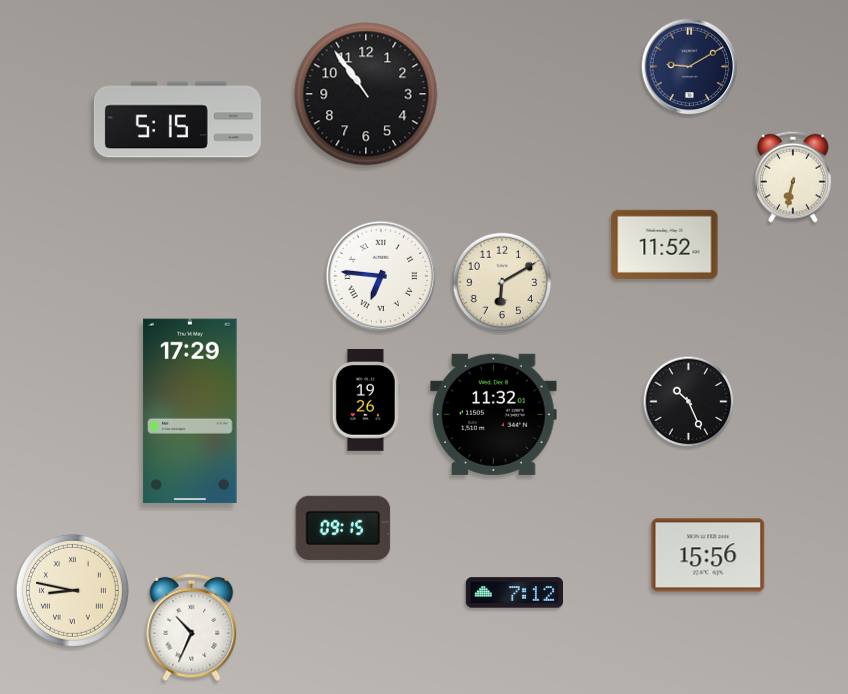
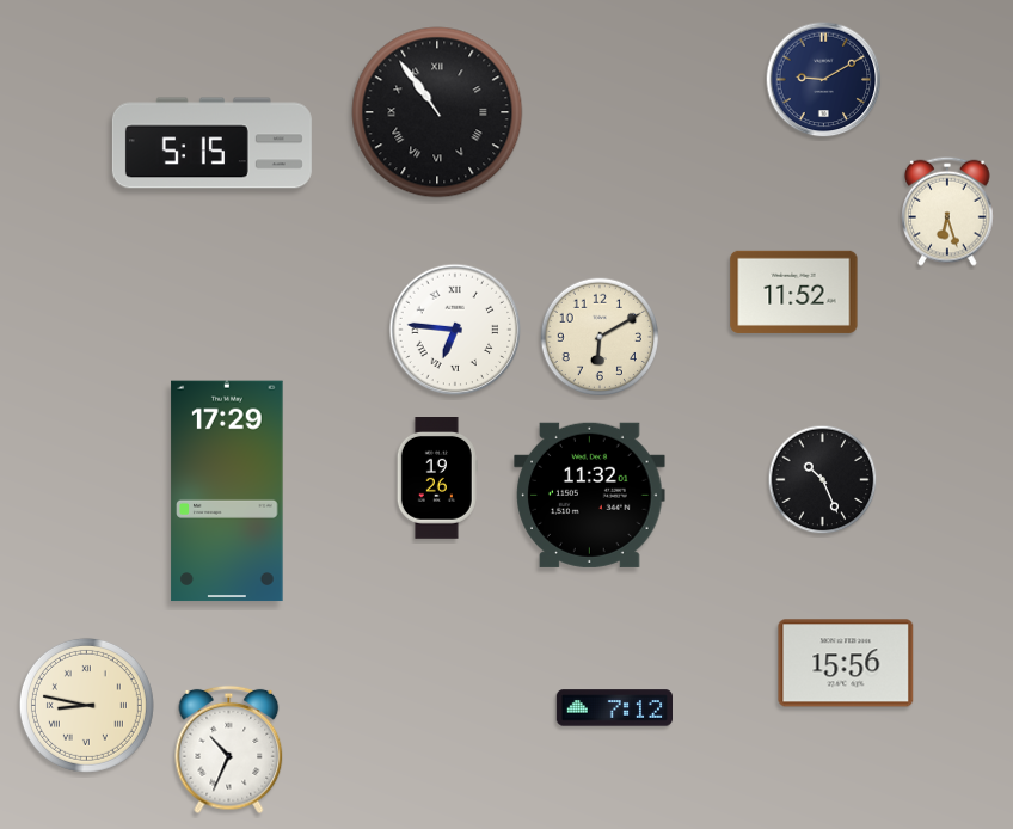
clock at (366, 94) numerals: Arabic -> Roman
clock at (794, 177): 6:32 -> 6:27
clock at (343, 528): 09:15 -> none
